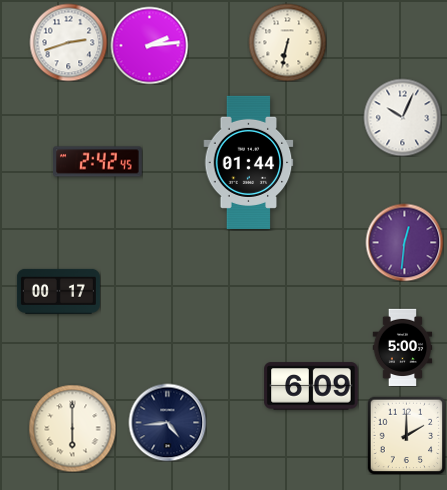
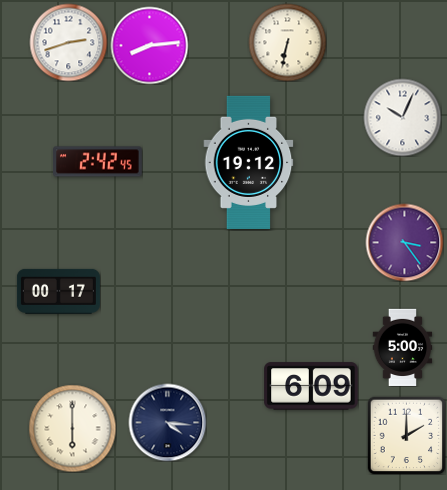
clock at (149, 45): 2:14 -> 8:14
clock at (249, 162): 01:44 -> 19:12
clock at (404, 242): 12:31 -> 3:24
clock at (167, 422): 4:44 -> 4:16
